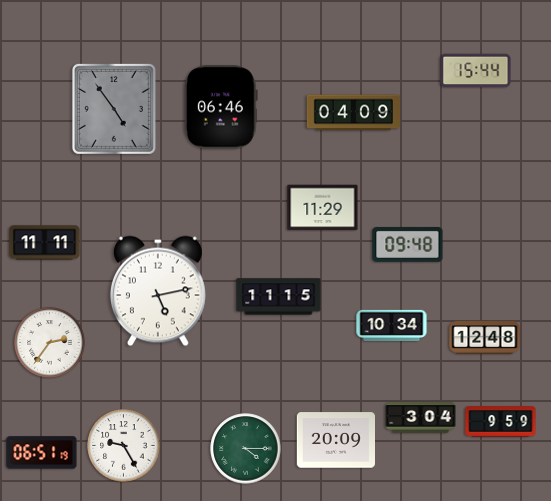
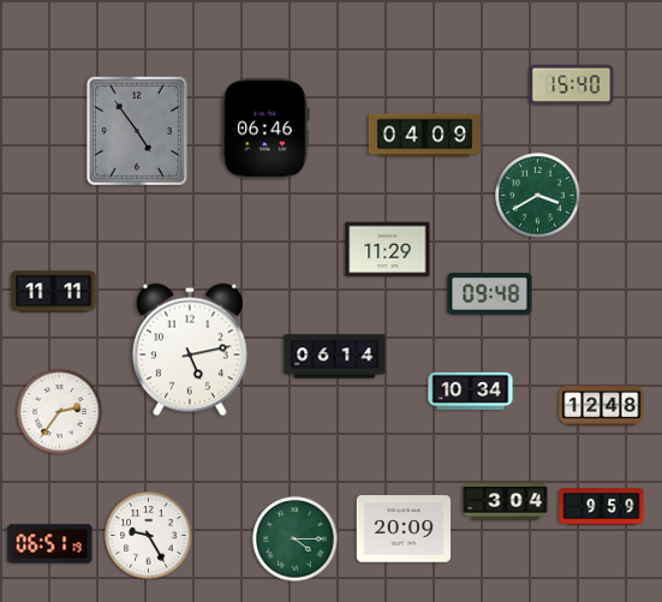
clock at (476, 71): 15:44 -> 15:40
clock at (538, 196): none -> 3:40
clock at (279, 297): 11:15 -> 06:14
clock at (485, 338) position: (485, 338) -> (602, 406)
